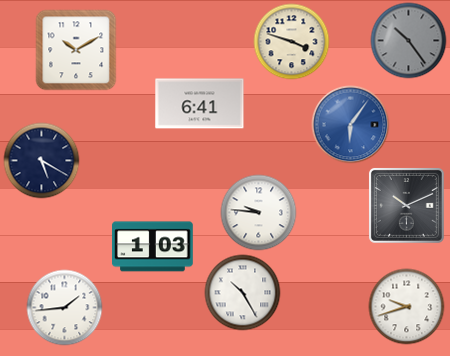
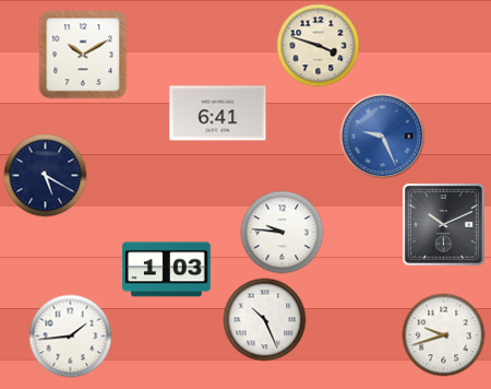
clock at (409, 41): 10:24 -> none
clock at (351, 125): 6:06 -> 9:26
clock at (243, 293): 10:25 -> 10:26
